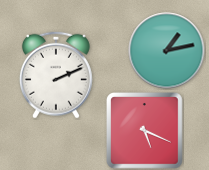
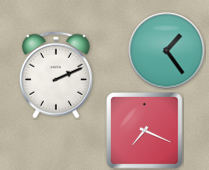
clock at (167, 51): 1:13 -> 1:24
clock at (145, 131): 5:19 -> 7:19
